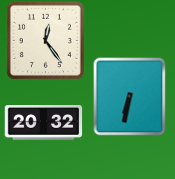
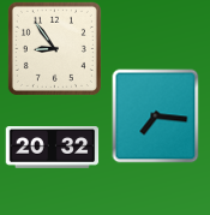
clock at (45, 40): 12:24 -> 8:54
clock at (130, 96): 6:32 -> 7:16
